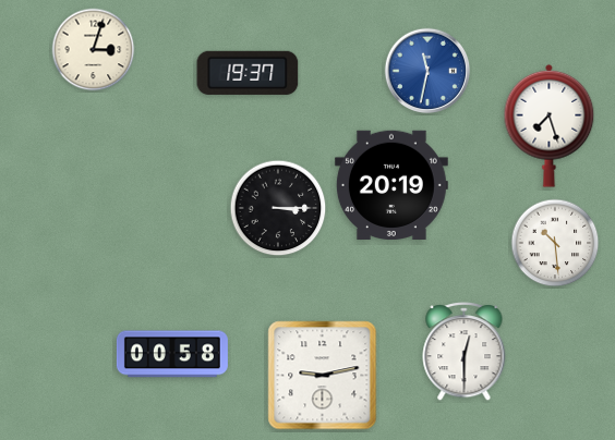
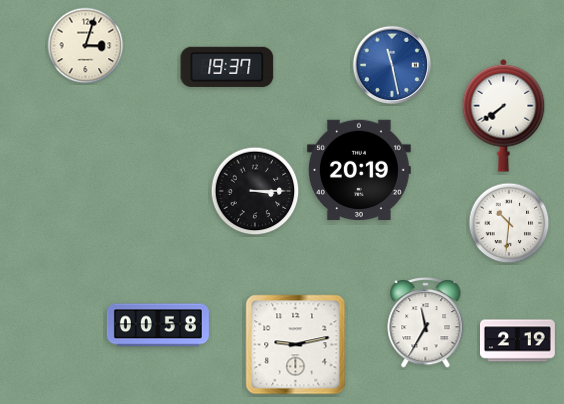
clock at (427, 71): 11:32 -> 11:28
clock at (550, 125): 7:27 -> 7:39
clock at (555, 243): 10:29 -> 10:31
clock at (465, 352): 12:30 -> 11:35
clock at (518, 341): none -> 2:19
